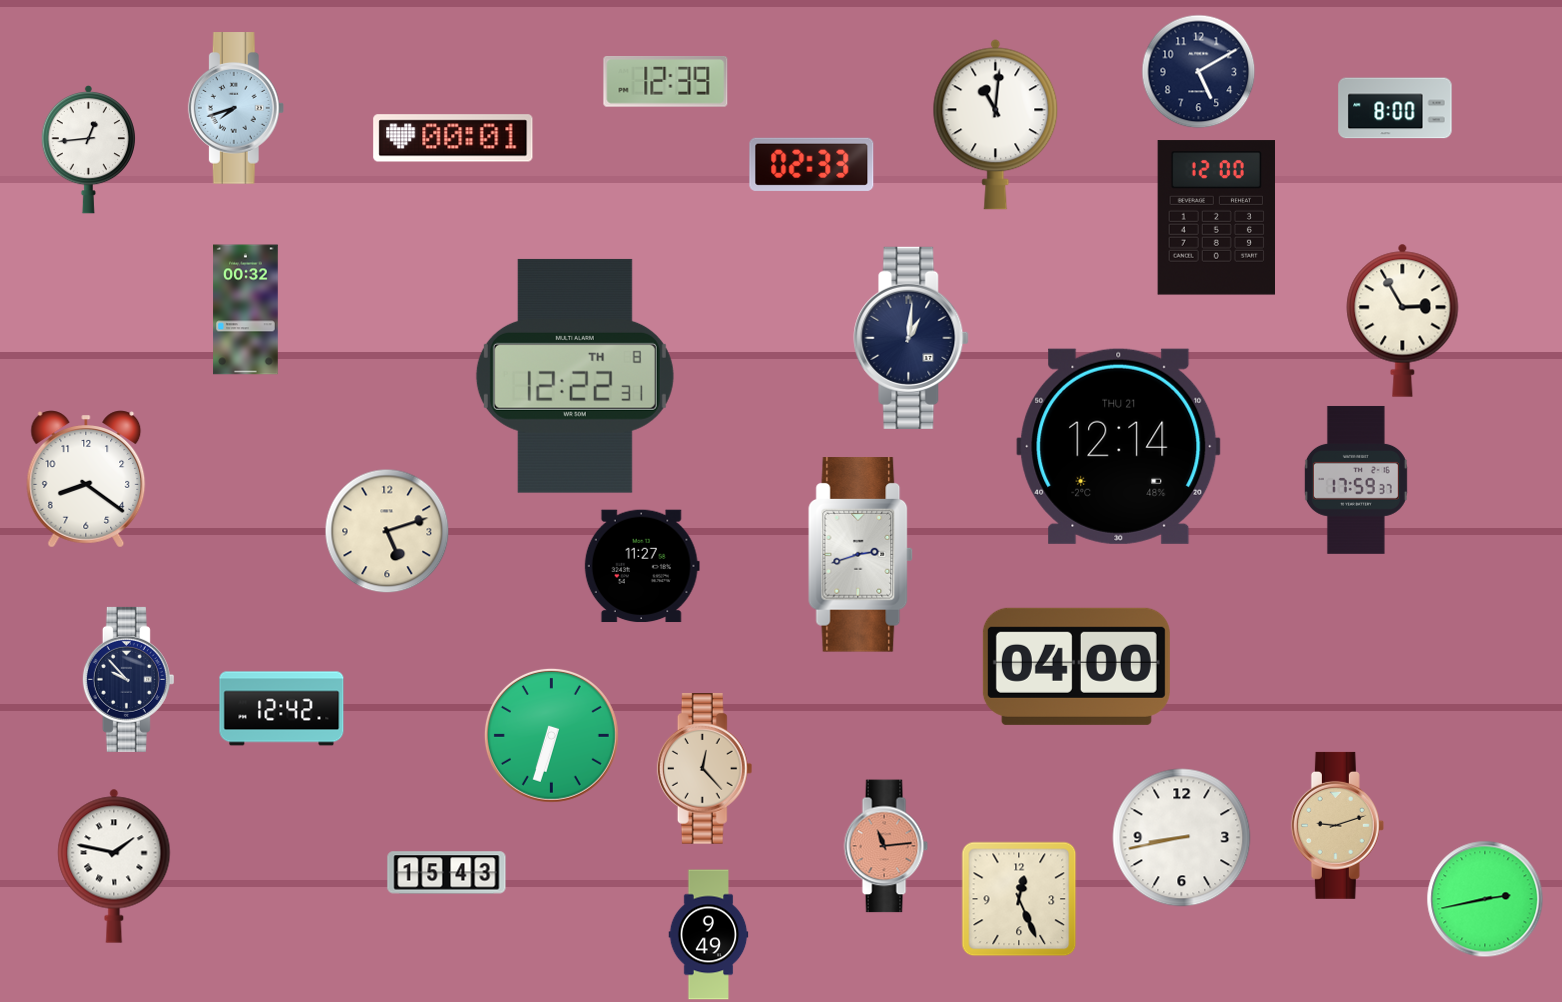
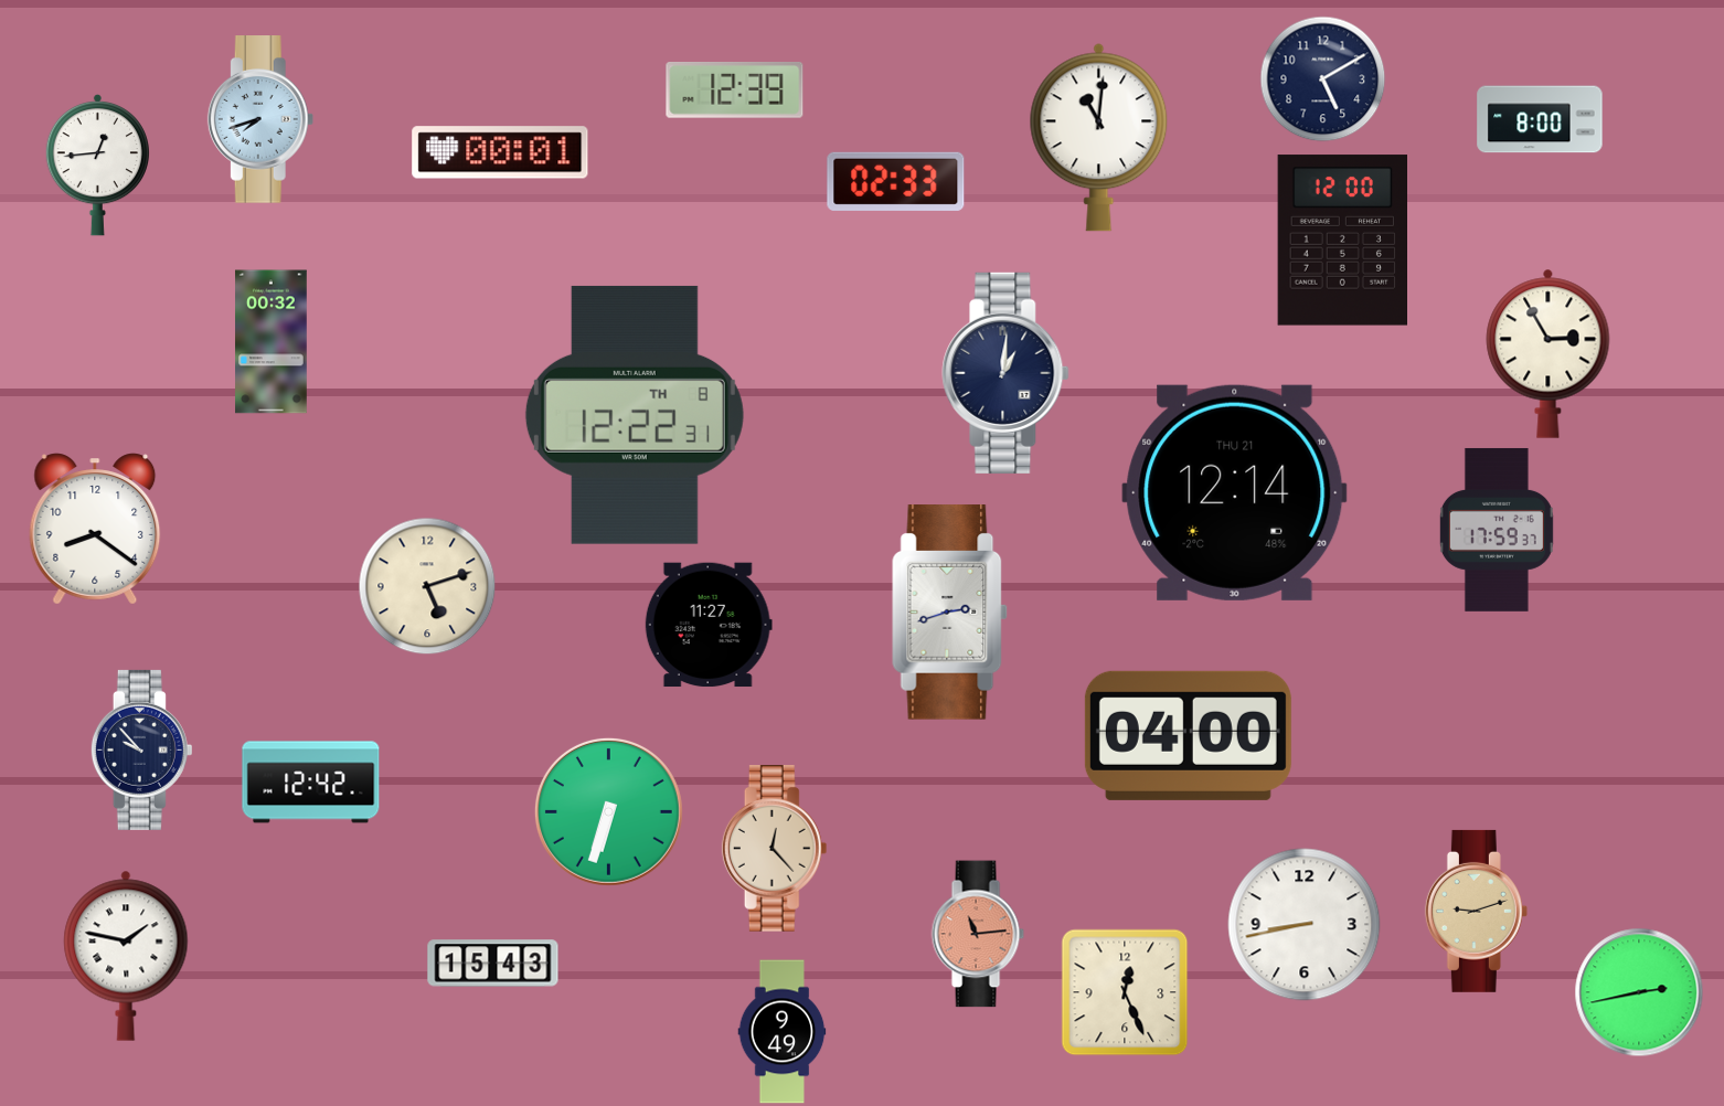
clock at (705, 769) position: (705, 769) -> (775, 849)
